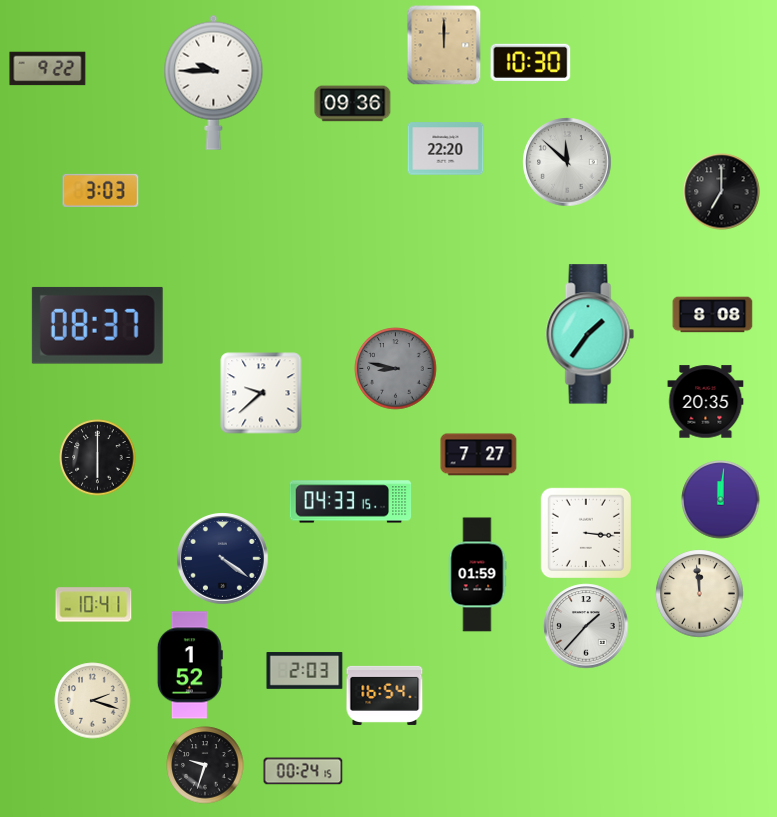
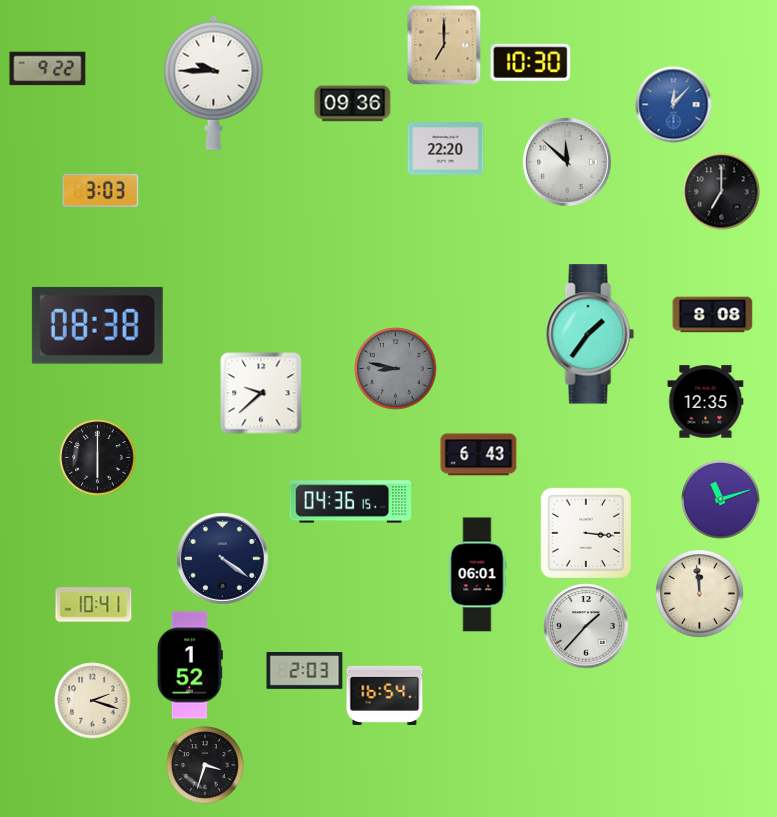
clock at (444, 45): 12:00 -> 7:00
clock at (674, 105): none -> 12:07
clock at (97, 325): 08:37 -> 08:38
clock at (706, 402): 20:35 -> 12:35
clock at (479, 455): 7:27 -> 6:43
clock at (721, 500): 12:01 -> 11:12
clock at (351, 502): 04:33 -> 04:36
clock at (477, 575): 01:59 -> 06:01
clock at (205, 765): 9:33 -> 3:33
clock at (303, 771): 00:24 -> none
